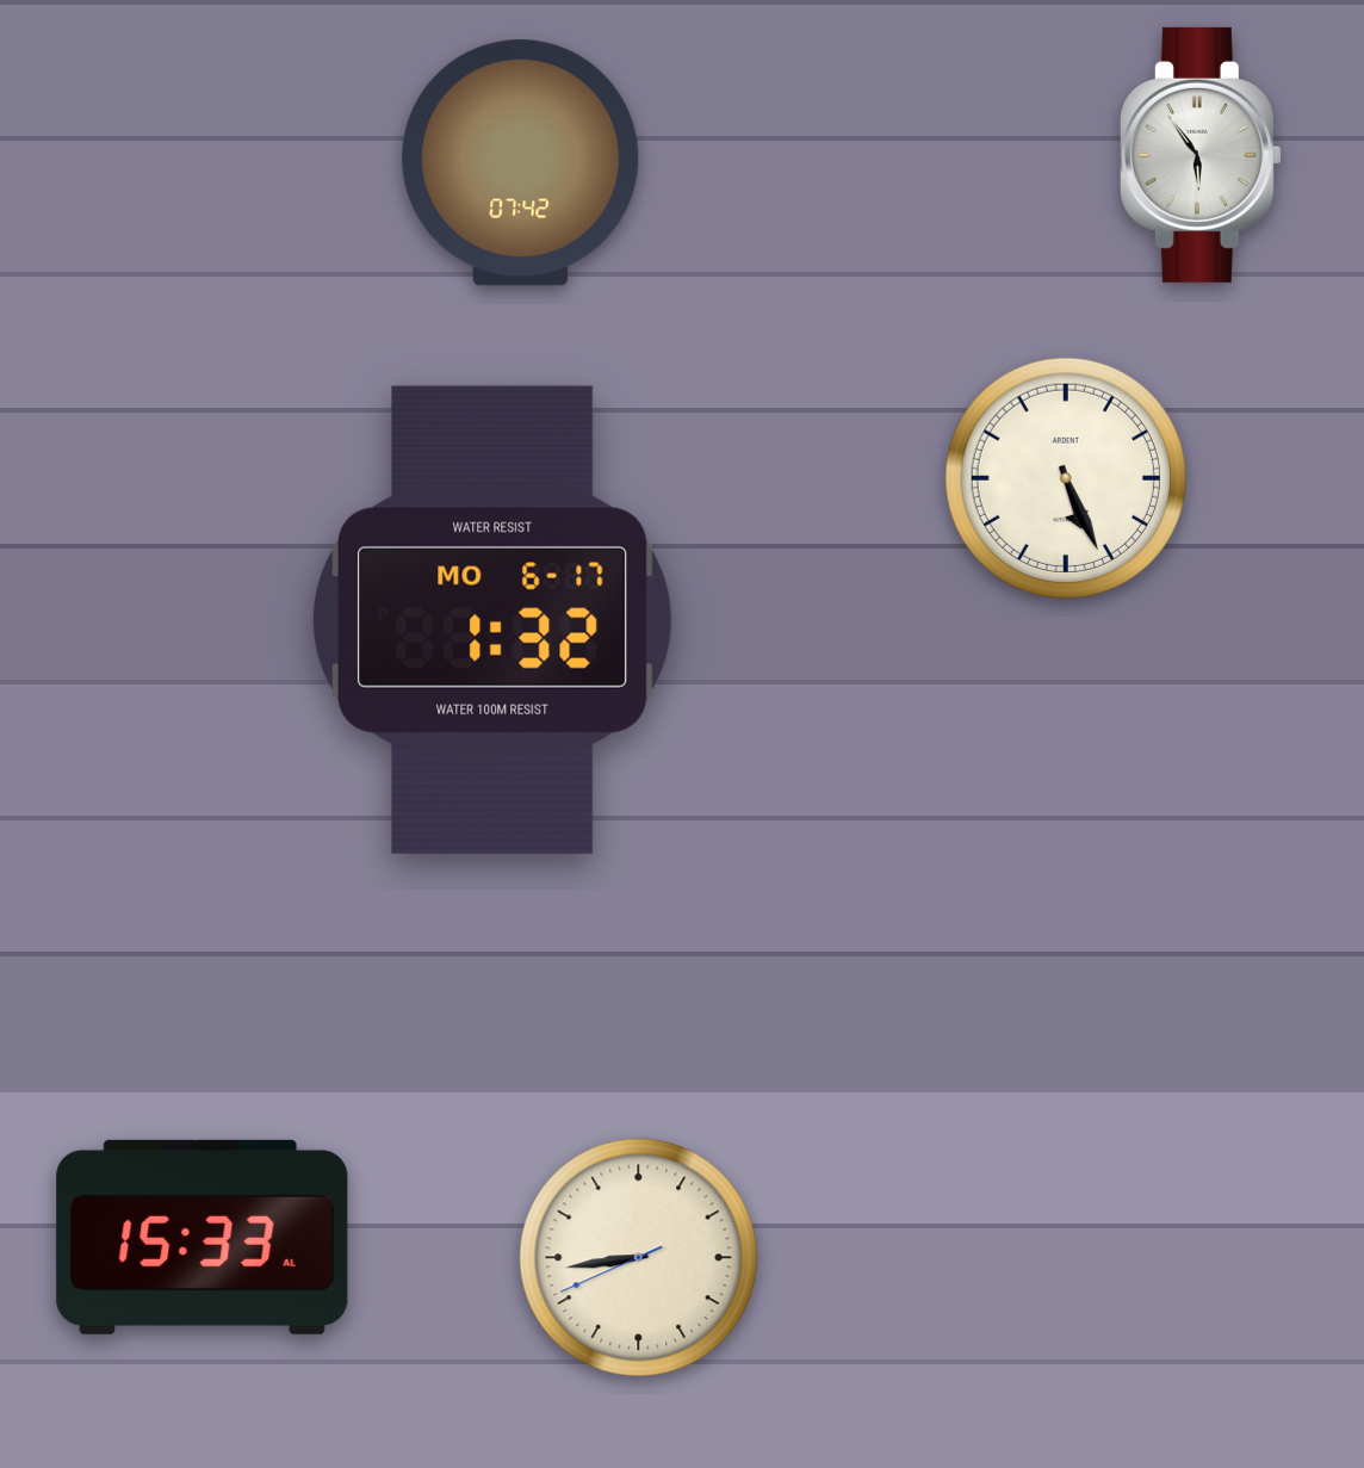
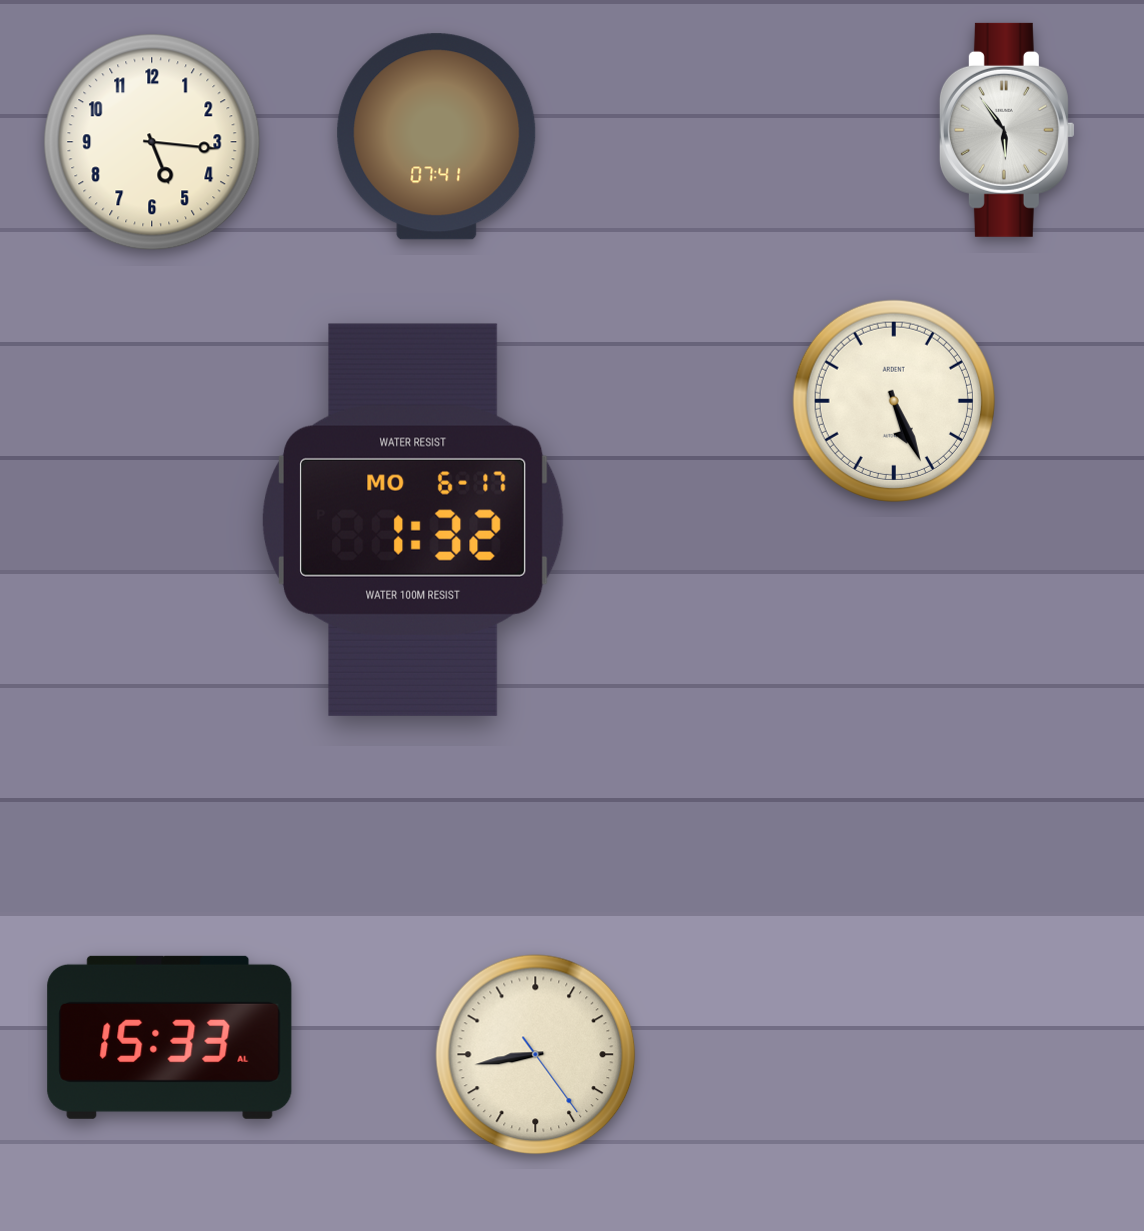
clock at (521, 163): 07:42 -> 07:41
clock at (152, 142): none -> 5:16
clock at (639, 1258): 8:43:41 -> 8:43:24
